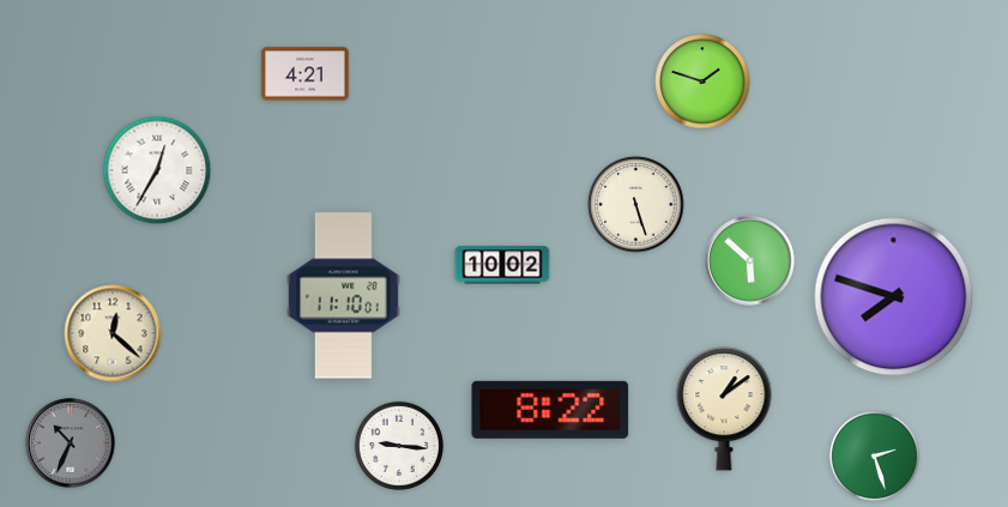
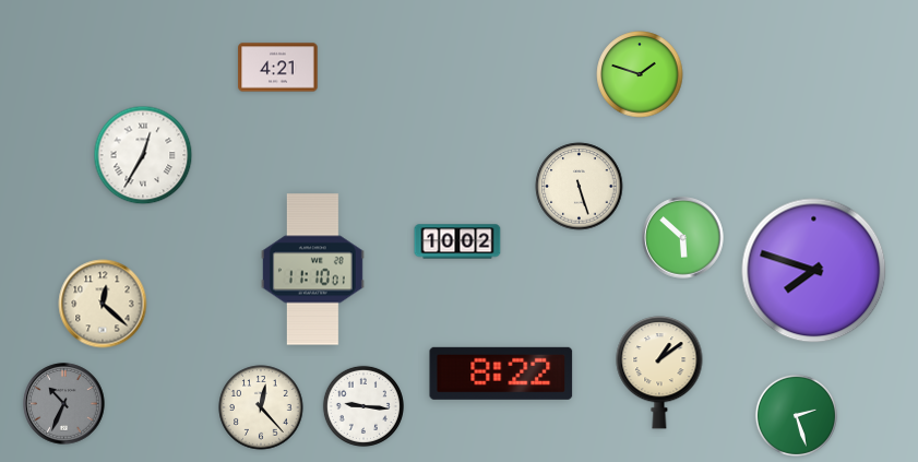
clock at (261, 407): none -> 12:23
